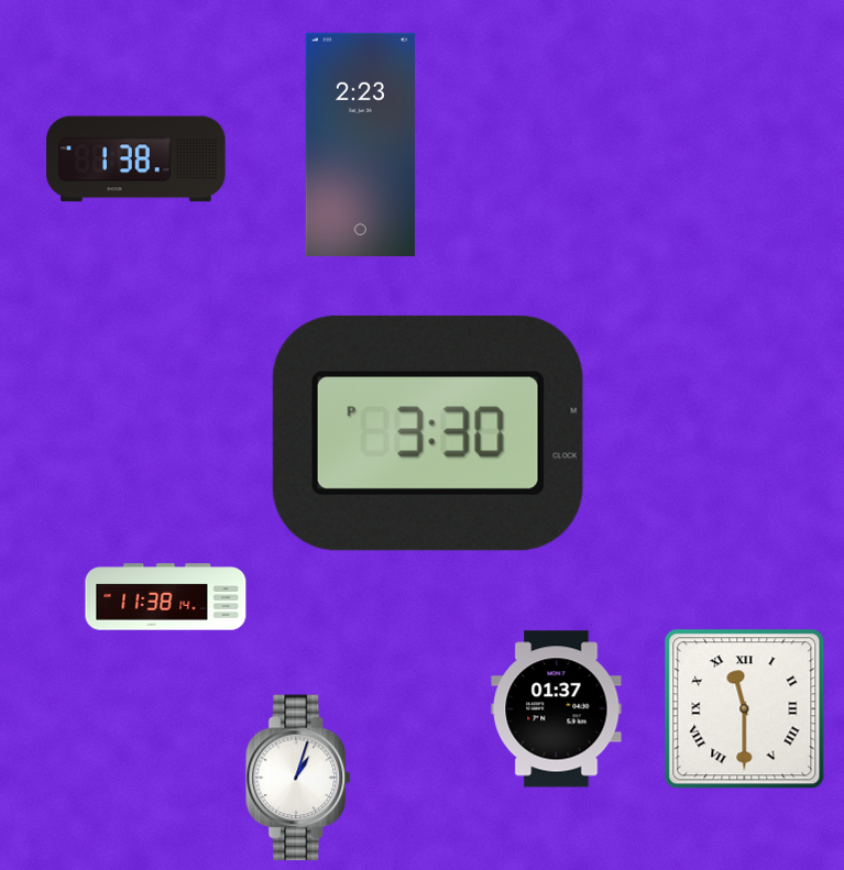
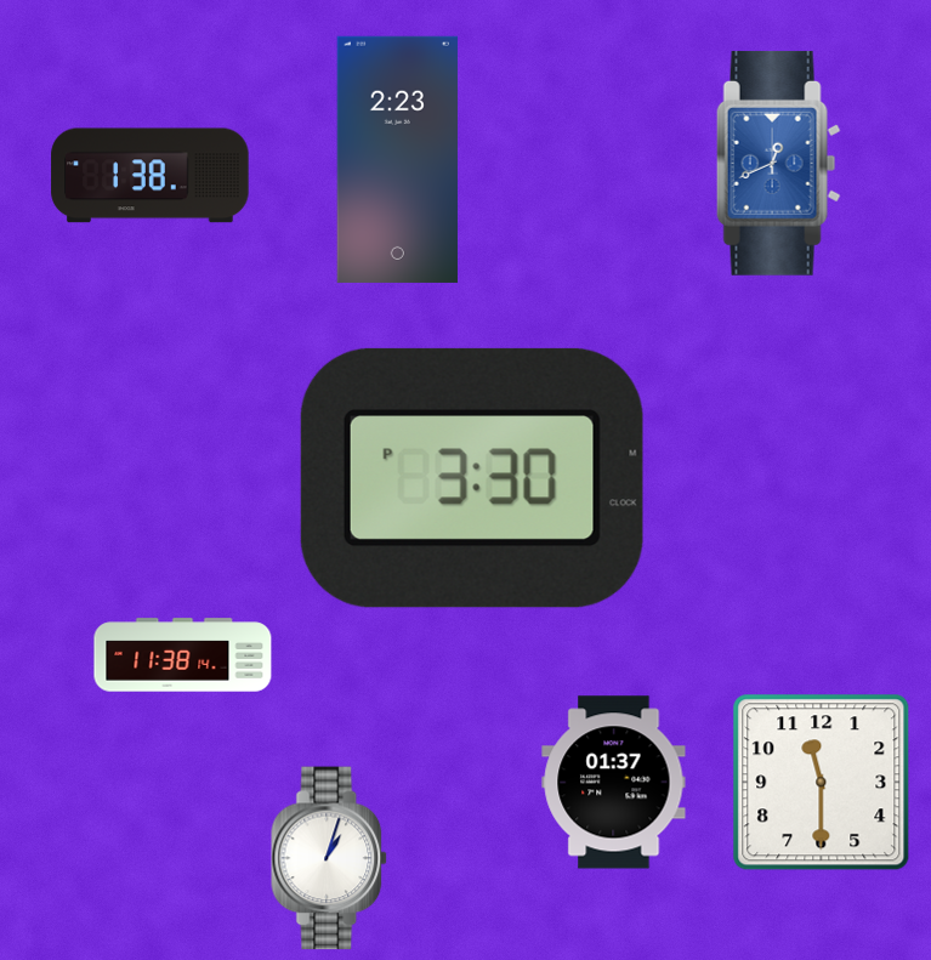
clock at (778, 163): none -> 12:41
clock at (166, 597) position: (166, 597) -> (183, 655)
clock at (745, 709) numerals: Roman -> Arabic
